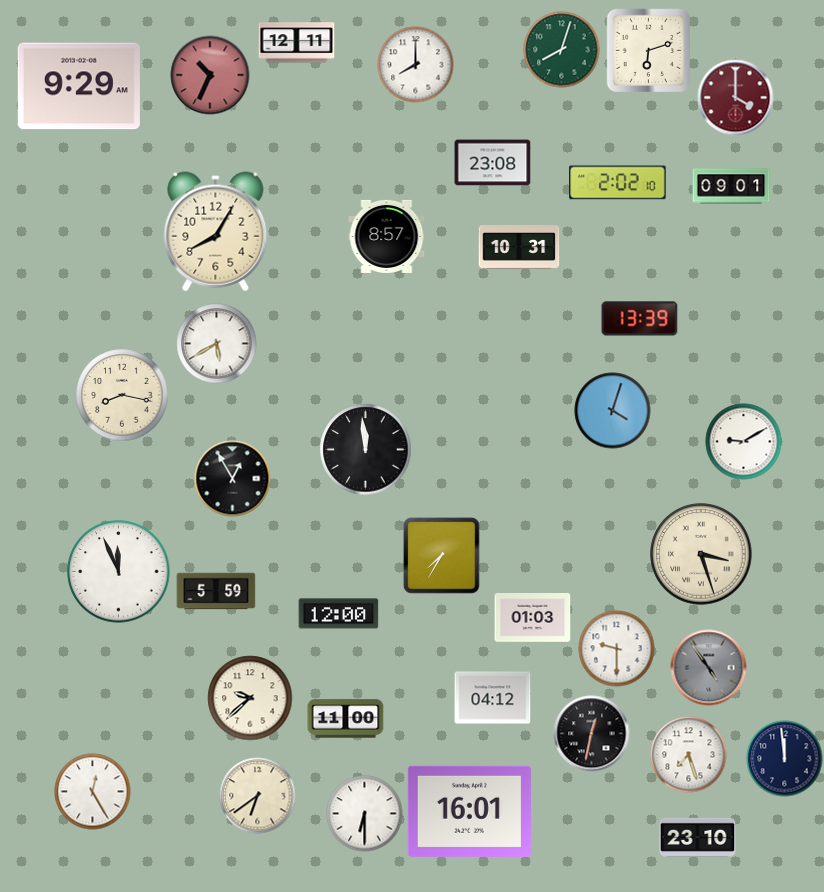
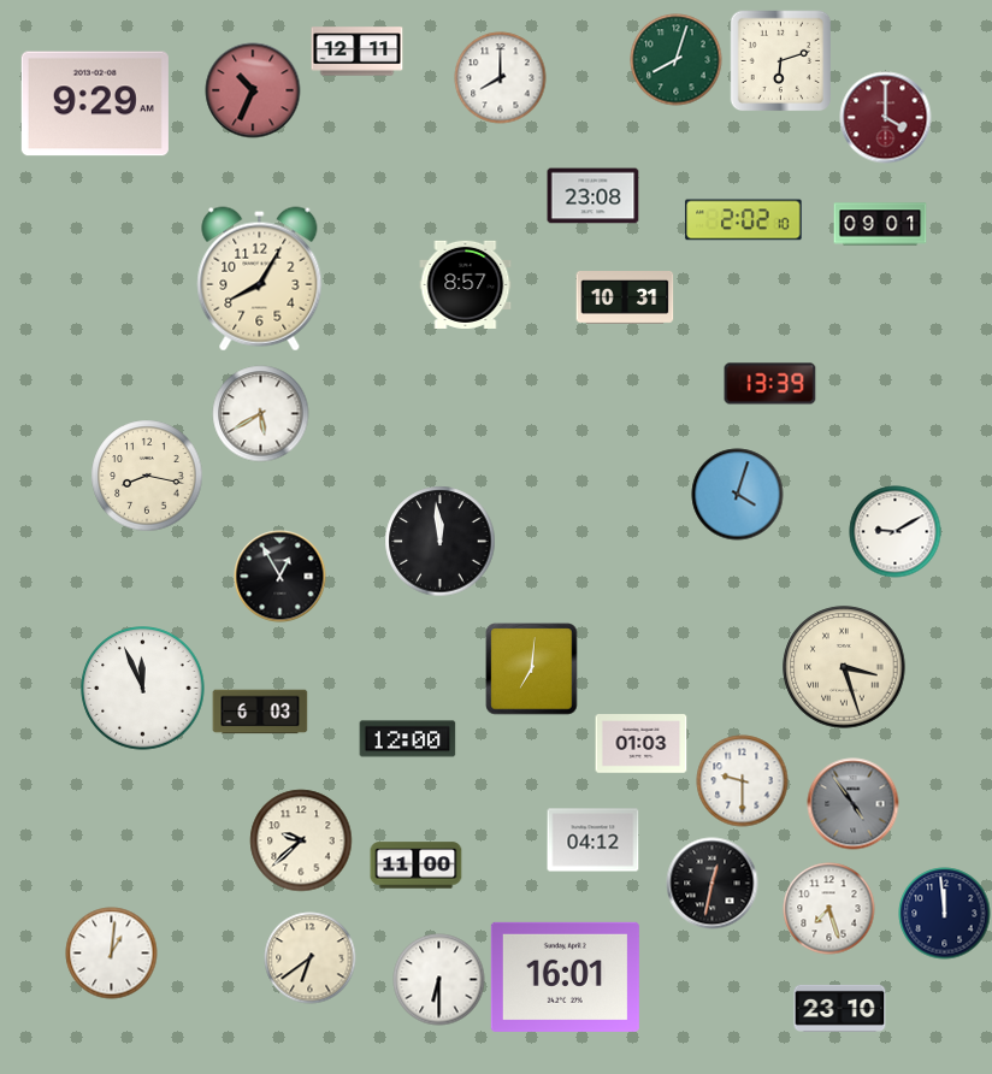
clock at (442, 556): 7:35 -> 7:01
clock at (216, 591): 5:59 -> 6:03
clock at (93, 792): 12:25 -> 1:01
